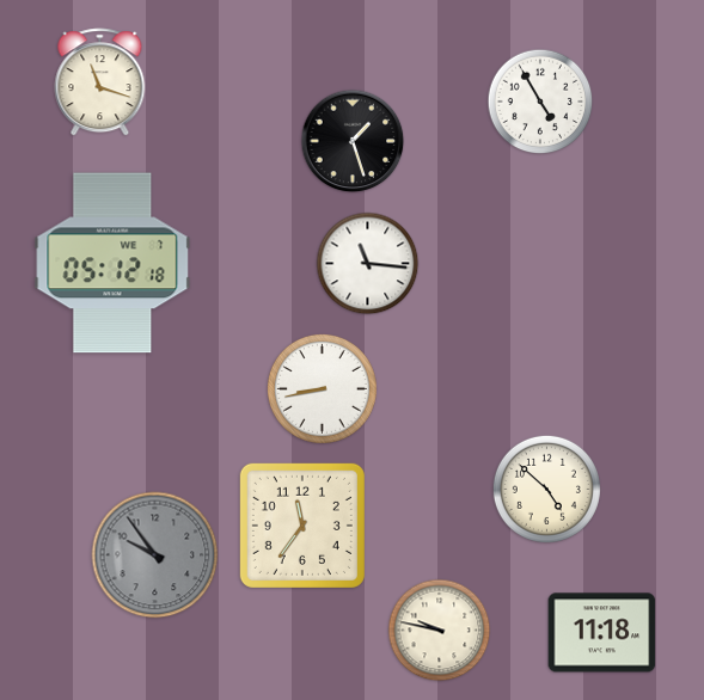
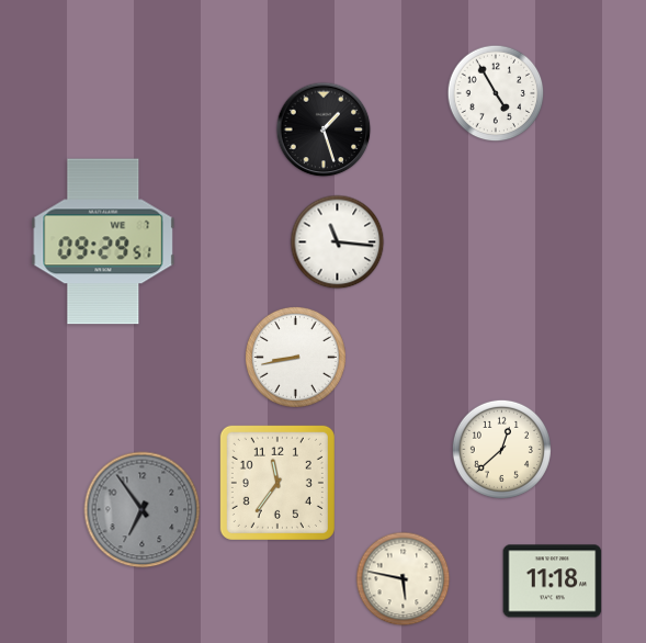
clock at (100, 82): 11:18 -> none
clock at (112, 263): 05:12 -> 09:29
clock at (546, 489): 4:52 -> 12:38
clock at (155, 555): 9:54 -> 6:54
clock at (440, 631): 9:47 -> 5:47
